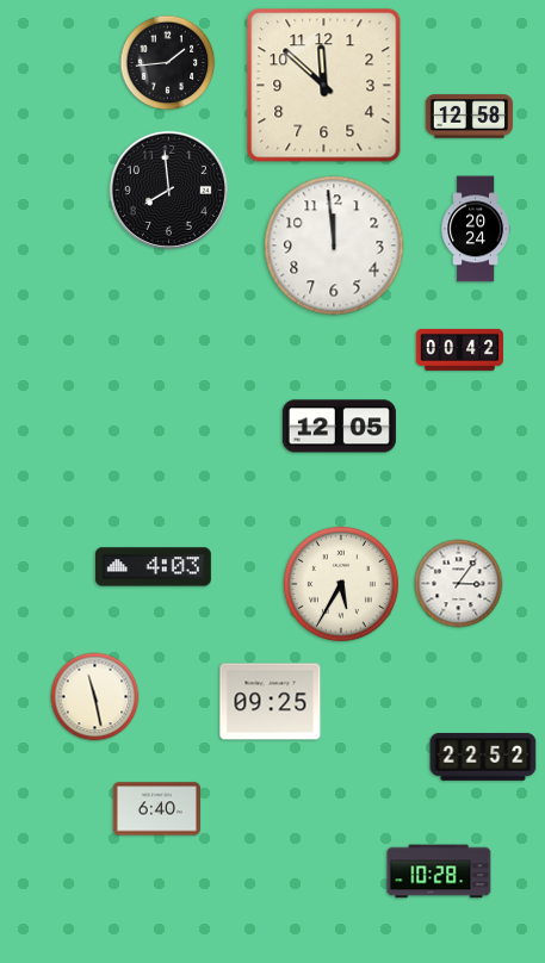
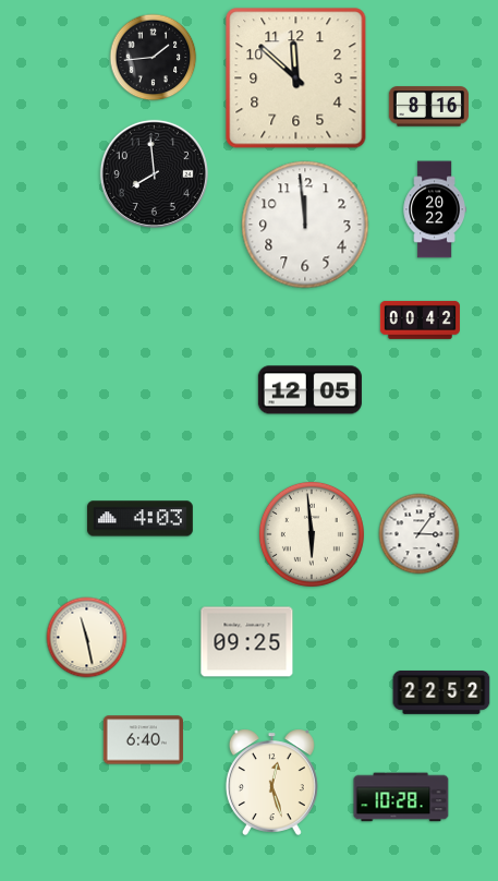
clock at (469, 117): 12:58 -> 8:16
clock at (476, 229): 20:24 -> 20:22
clock at (341, 584): 5:35 -> 5:59
clock at (271, 782): none -> 12:27
